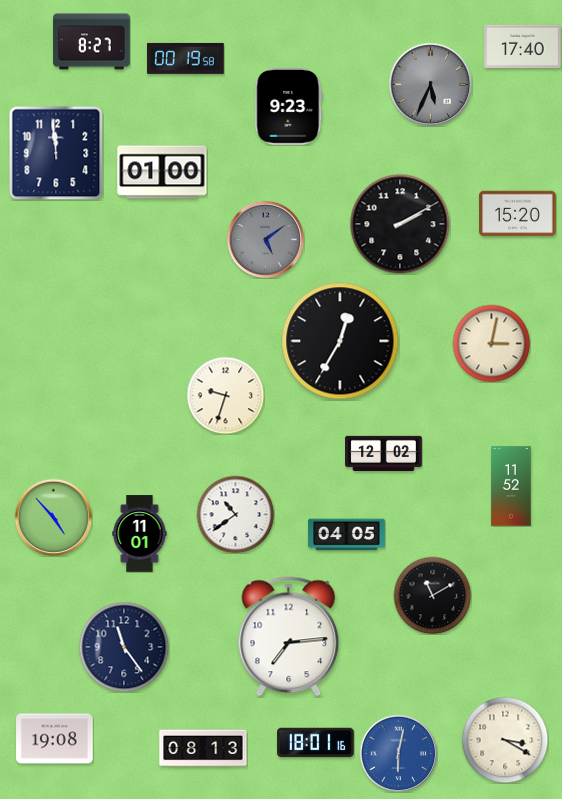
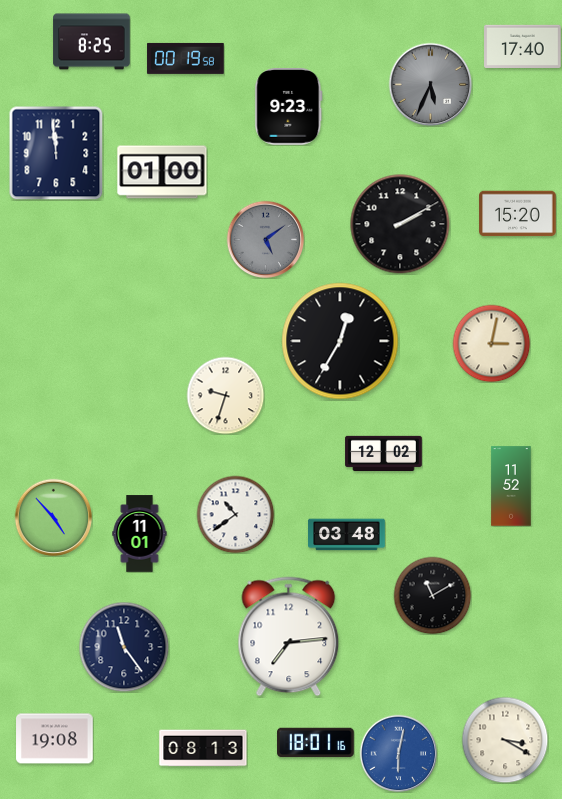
clock at (92, 42): 8:27 -> 8:25
clock at (347, 535): 04:05 -> 03:48
